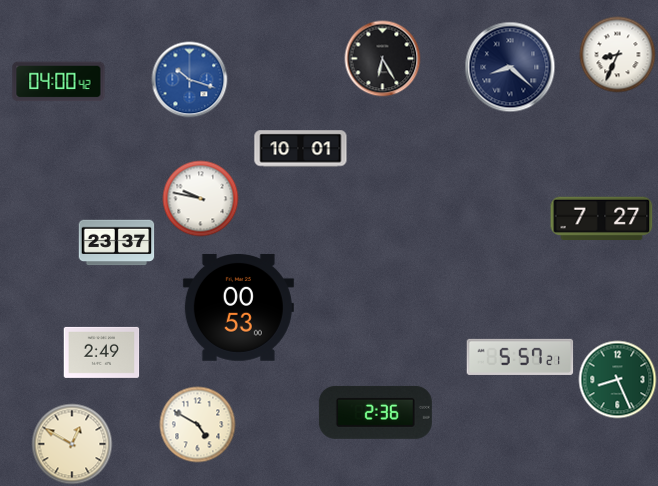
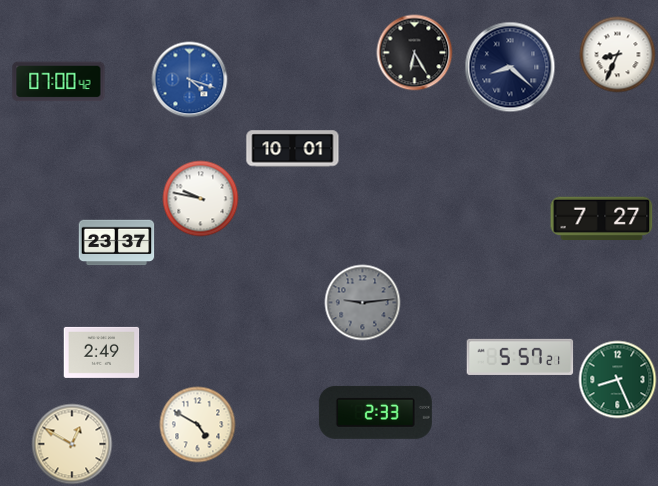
clock at (383, 59) position: (383, 59) -> (415, 53)
clock at (190, 80): 10:18 -> 4:18
clock at (59, 82): 04:00 -> 07:00
clock at (301, 149) position: (301, 149) -> (293, 149)
clock at (363, 303): none -> 9:14
clock at (238, 307): 00:53 -> none
clock at (375, 412): 2:36 -> 2:33
